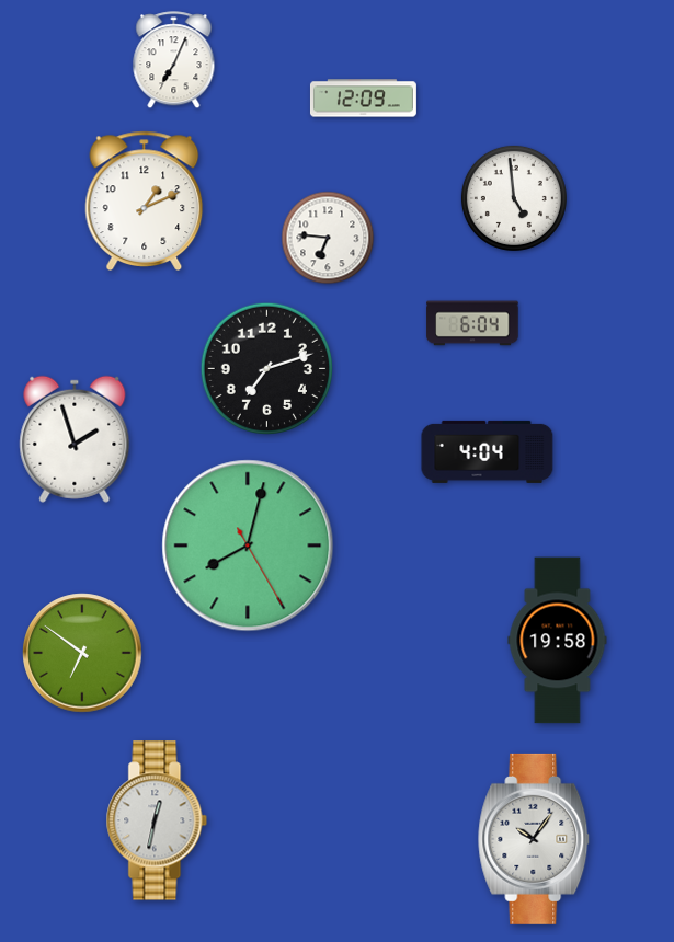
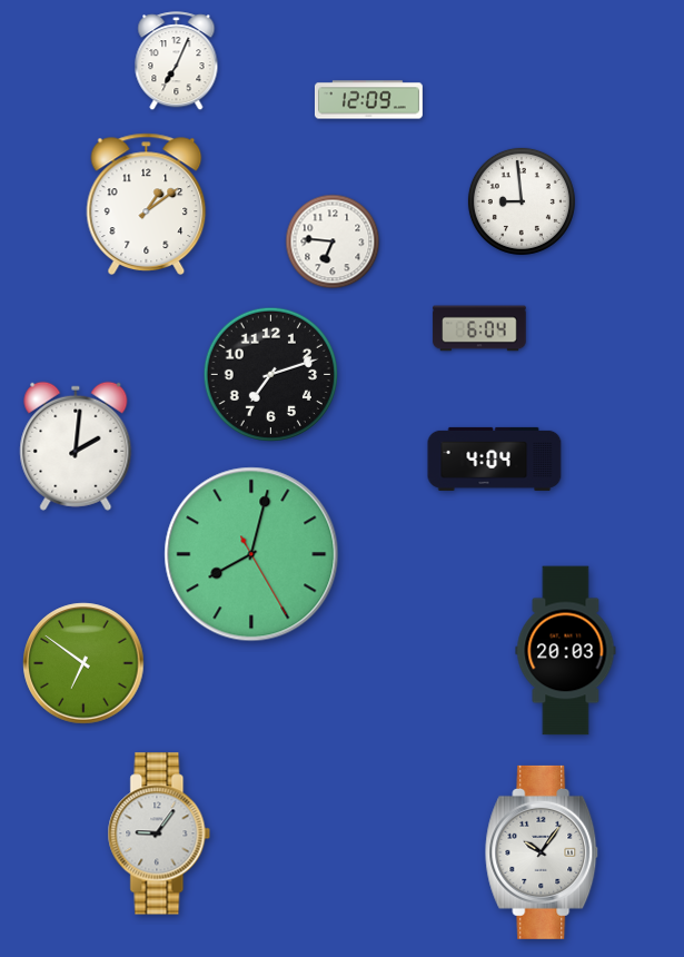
clock at (514, 198): 4:59 -> 8:59
clock at (145, 200): 1:11 -> 1:09
clock at (75, 439): 1:57 -> 2:01
clock at (558, 641): 19:58 -> 20:03
clock at (157, 820): 12:32 -> 9:06
